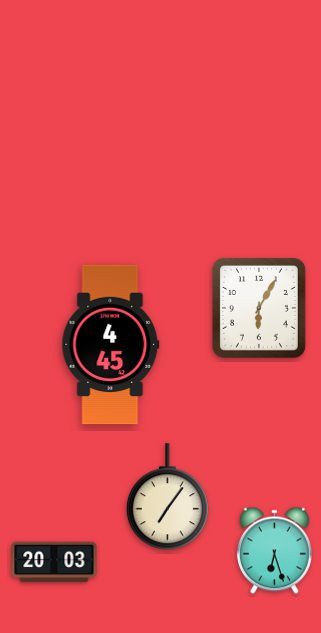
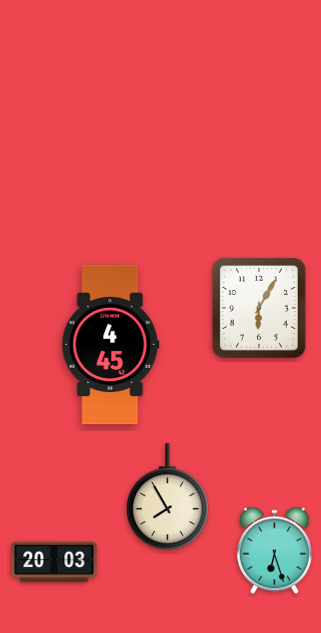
clock at (167, 497): 7:06 -> 7:55
